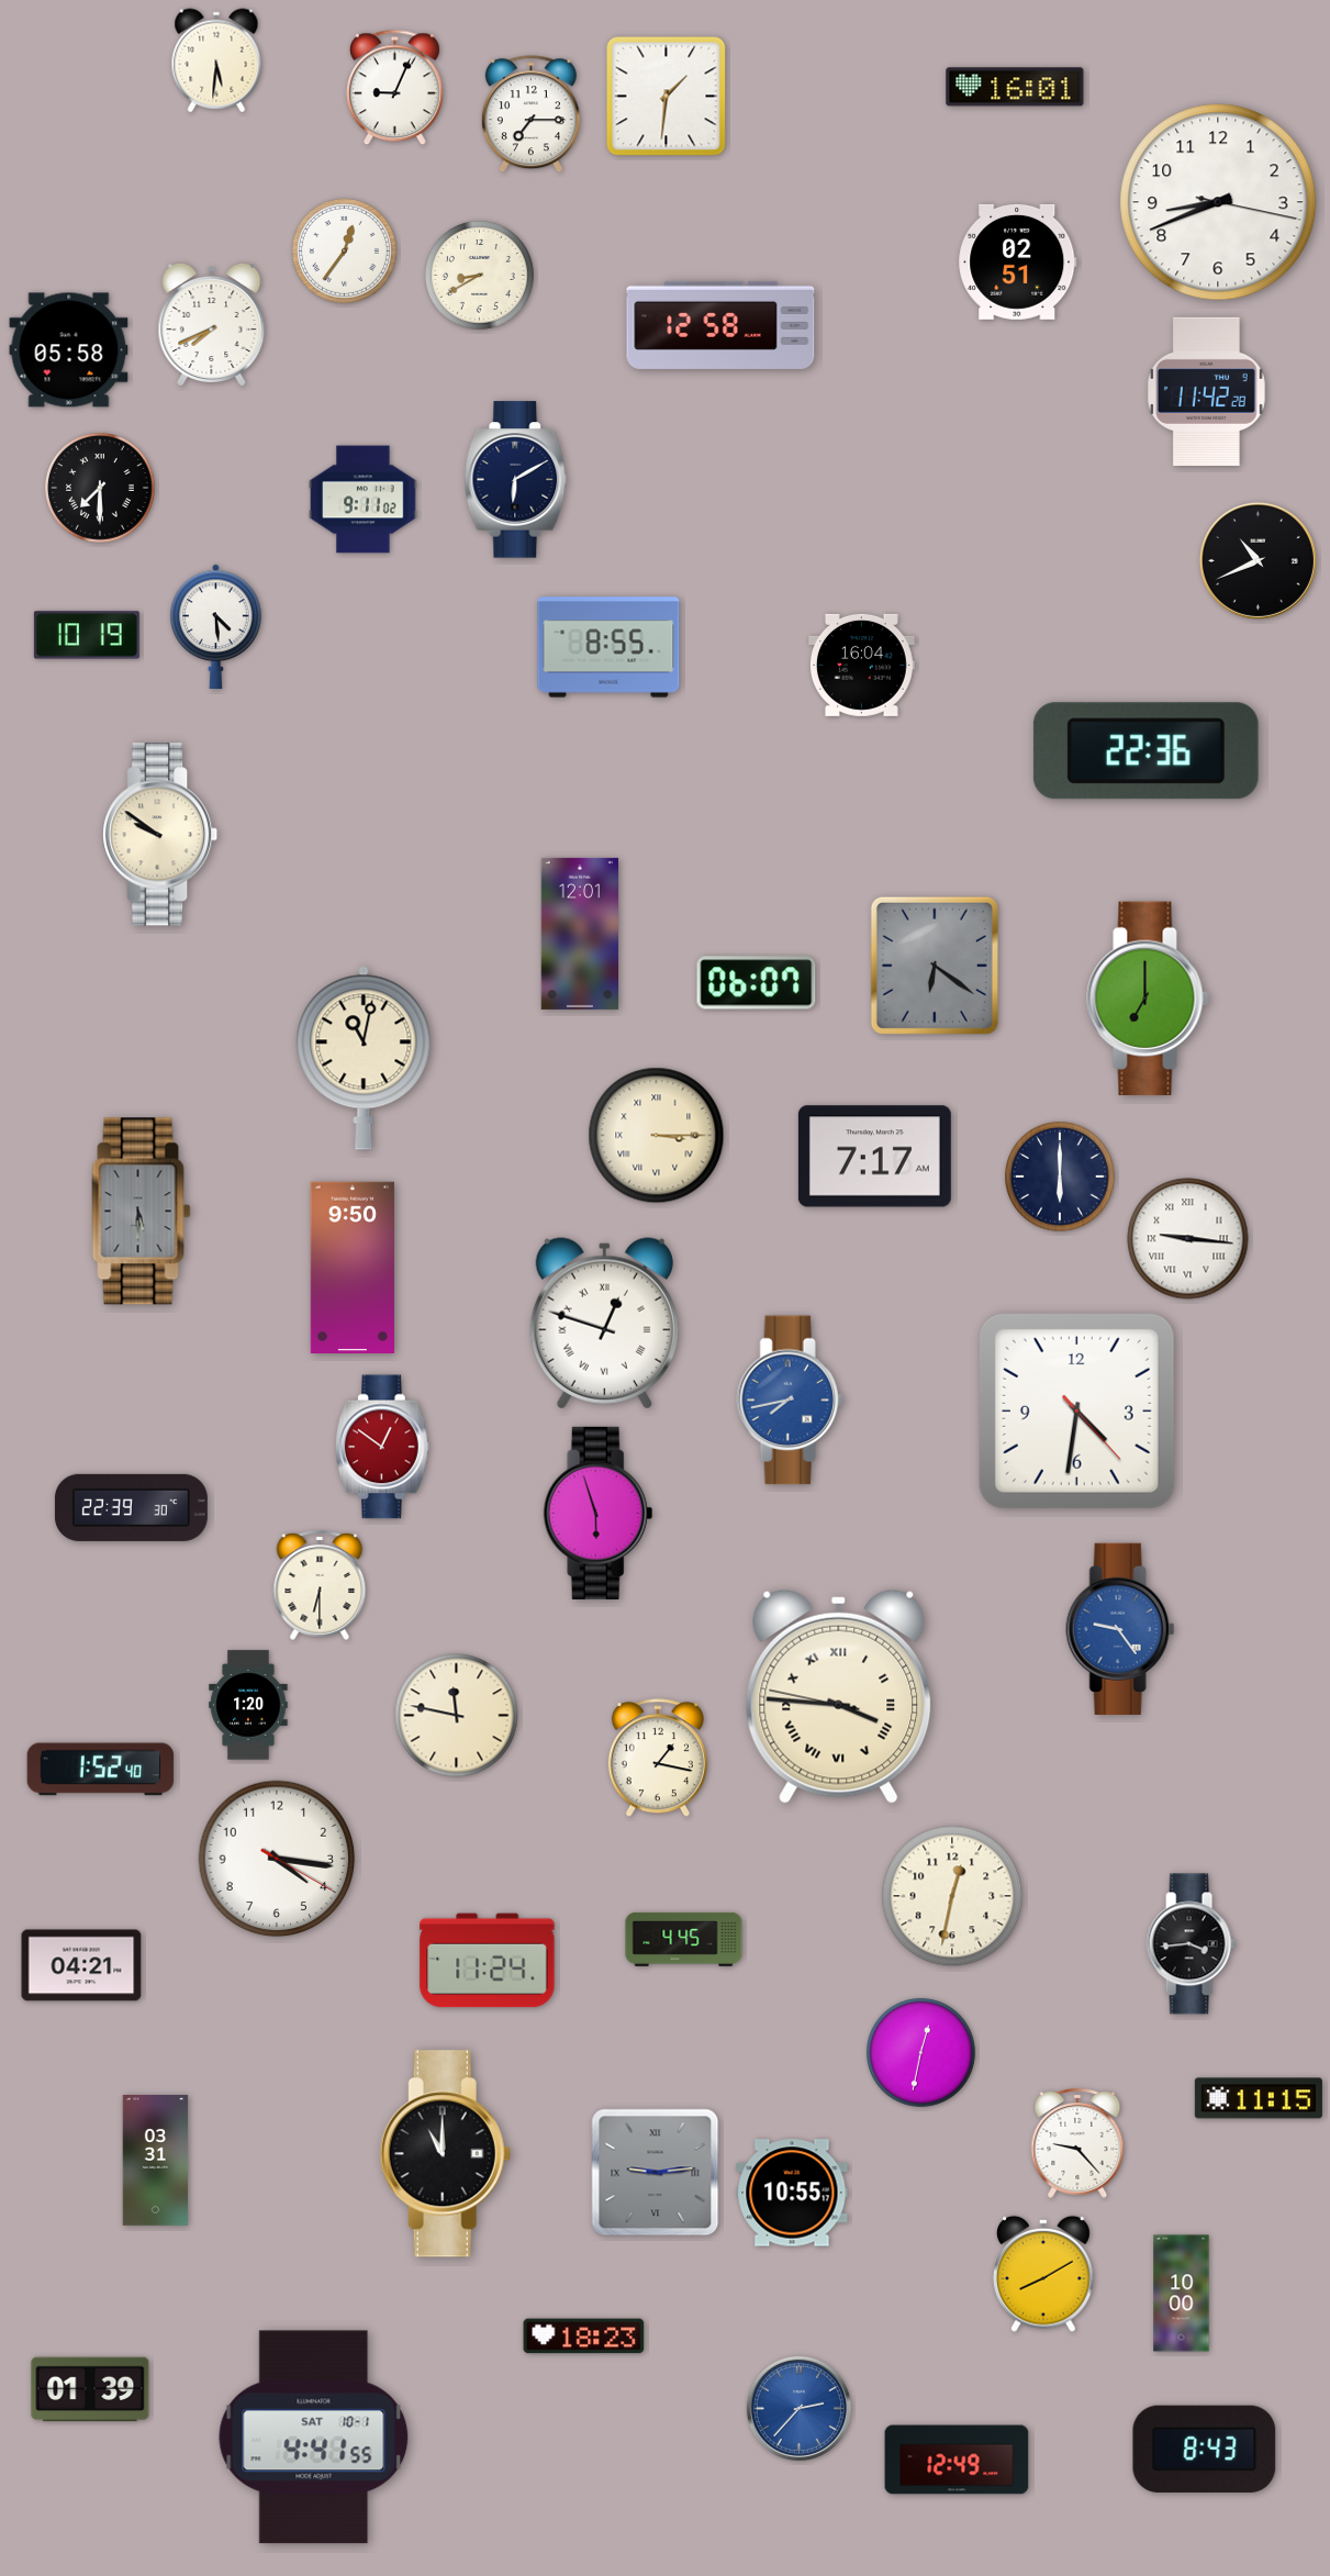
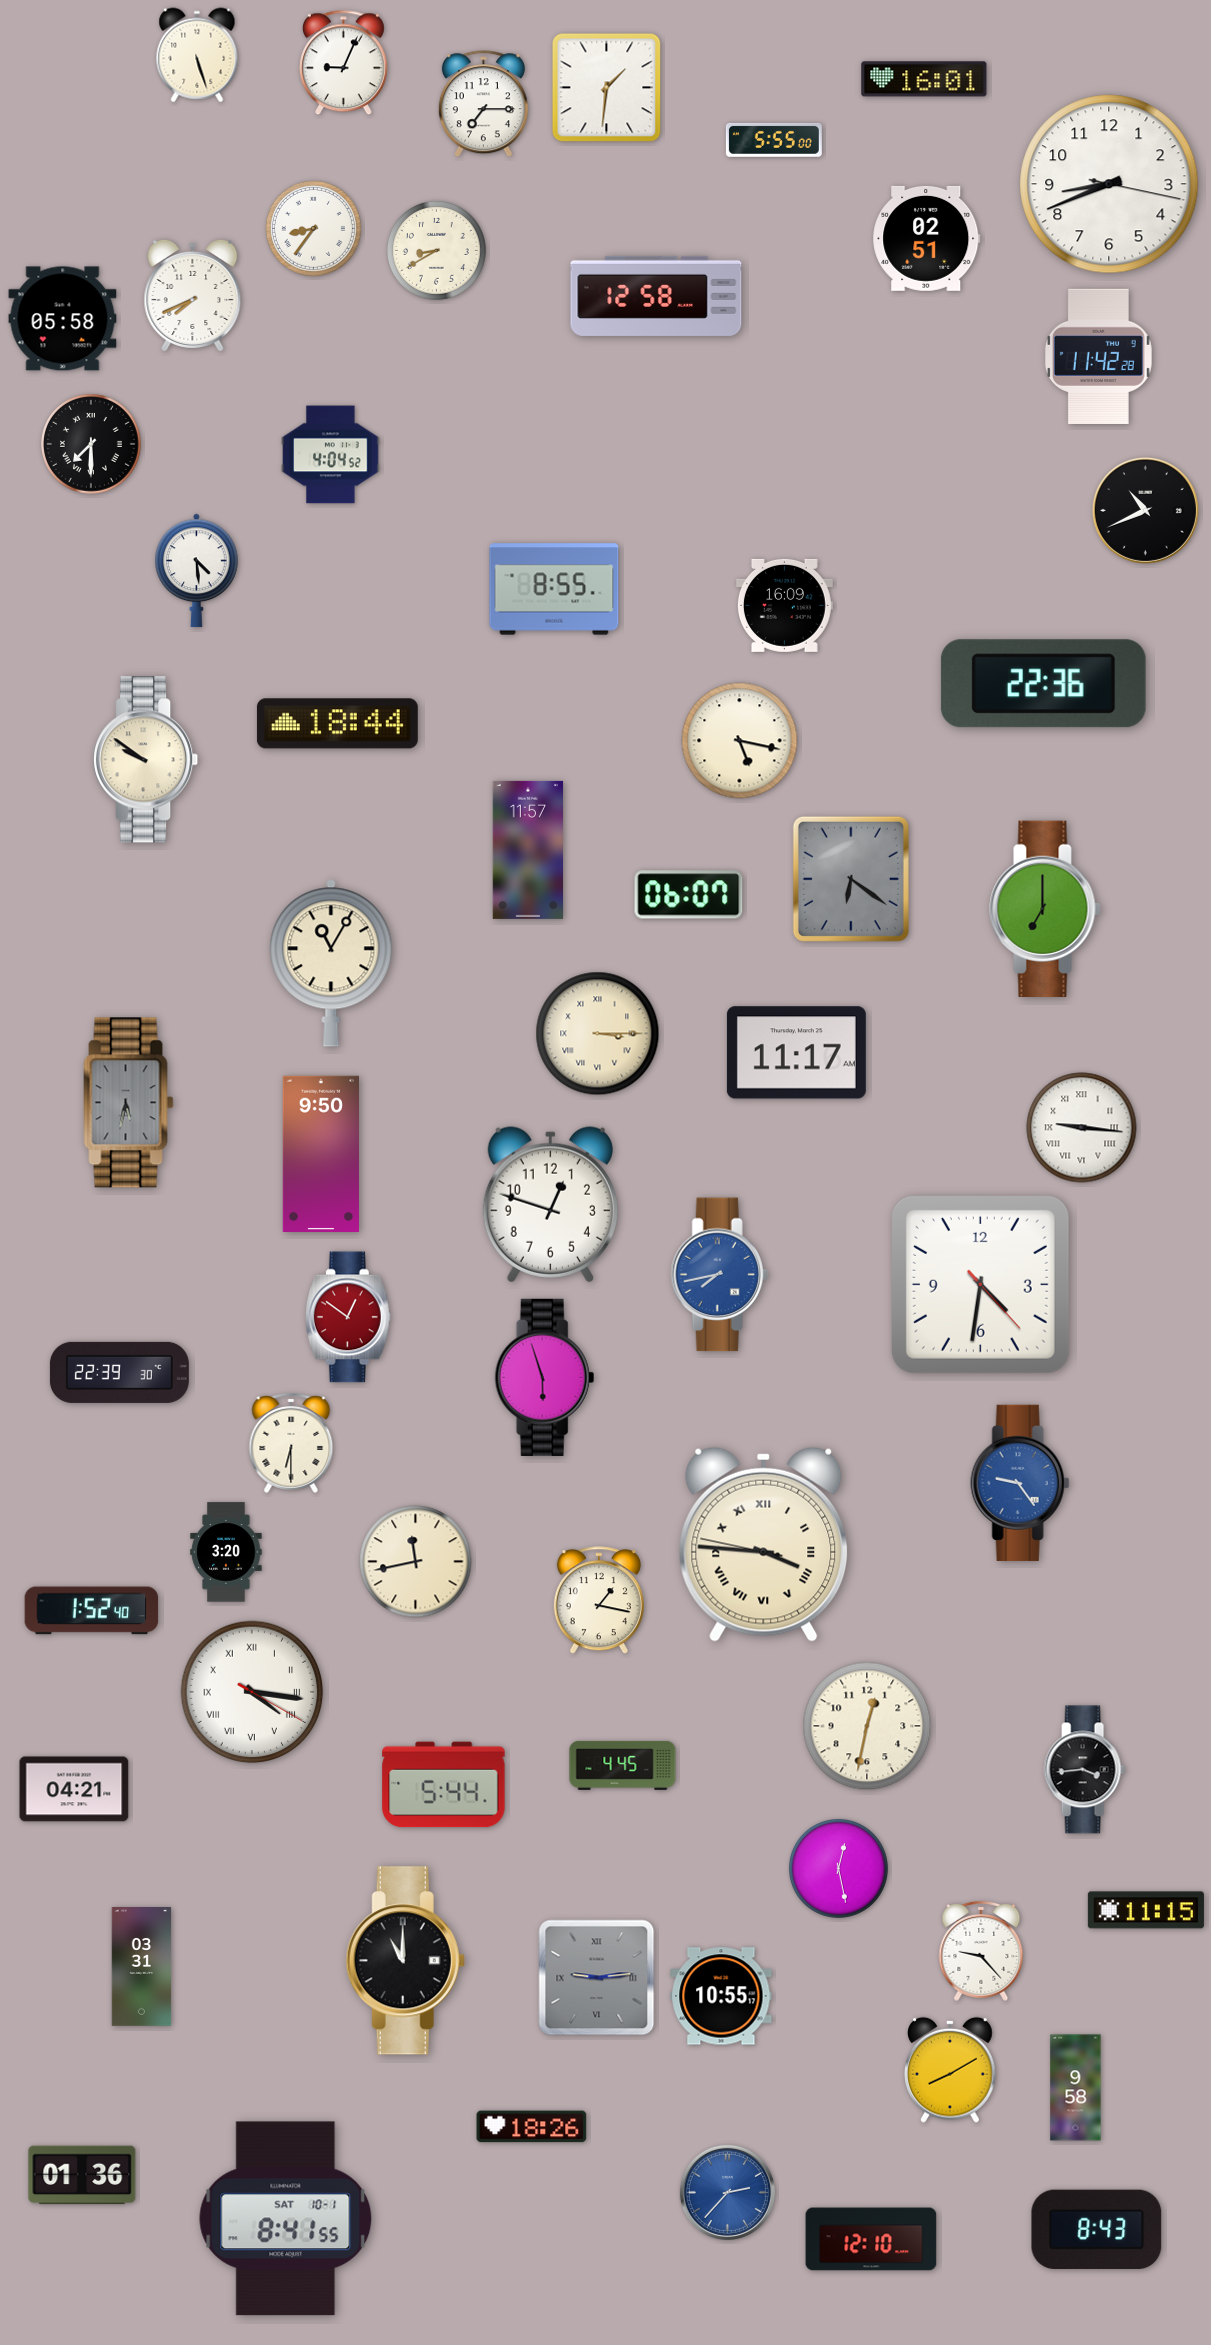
clock at (216, 60): 5:31 -> 5:27
clock at (395, 88) position: (395, 88) -> (344, 63)
clock at (774, 140): none -> 5:55
clock at (344, 250): 12:36 -> 8:36
clock at (516, 480): 6:10 -> none
clock at (364, 500): 9:11 -> 4:04
clock at (87, 635): 10:19 -> none
clock at (861, 665): 16:04 -> 16:09
clock at (337, 724): none -> 18:44
clock at (740, 741): none -> 5:17
clock at (580, 934): 12:01 -> 11:57
clock at (364, 1058): 11:02 -> 11:05
clock at (874, 1157): 7:17 -> 11:17
clock at (1061, 1178): 6:00 -> none
clock at (142, 1212): 5:30 -> 5:32
clock at (604, 1324) numerals: Roman -> Arabic
clock at (248, 1705): 1:20 -> 3:20
clock at (457, 1716): 11:47 -> 11:43
clock at (277, 1859) numerals: Arabic -> Roman
clock at (488, 1961): 11:24 -> 5:44
clock at (921, 2053): 12:32 -> 12:28
clock at (1182, 2294): 10:00 -> 9:58
clock at (584, 2337): 18:23 -> 18:26
clock at (90, 2389): 01:39 -> 01:36
clock at (314, 2438): 4:41 -> 8:41
clock at (957, 2460): 12:49 -> 12:10
